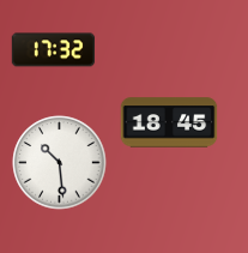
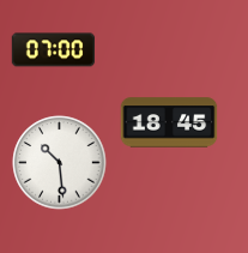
clock at (53, 50): 17:32 -> 07:00
